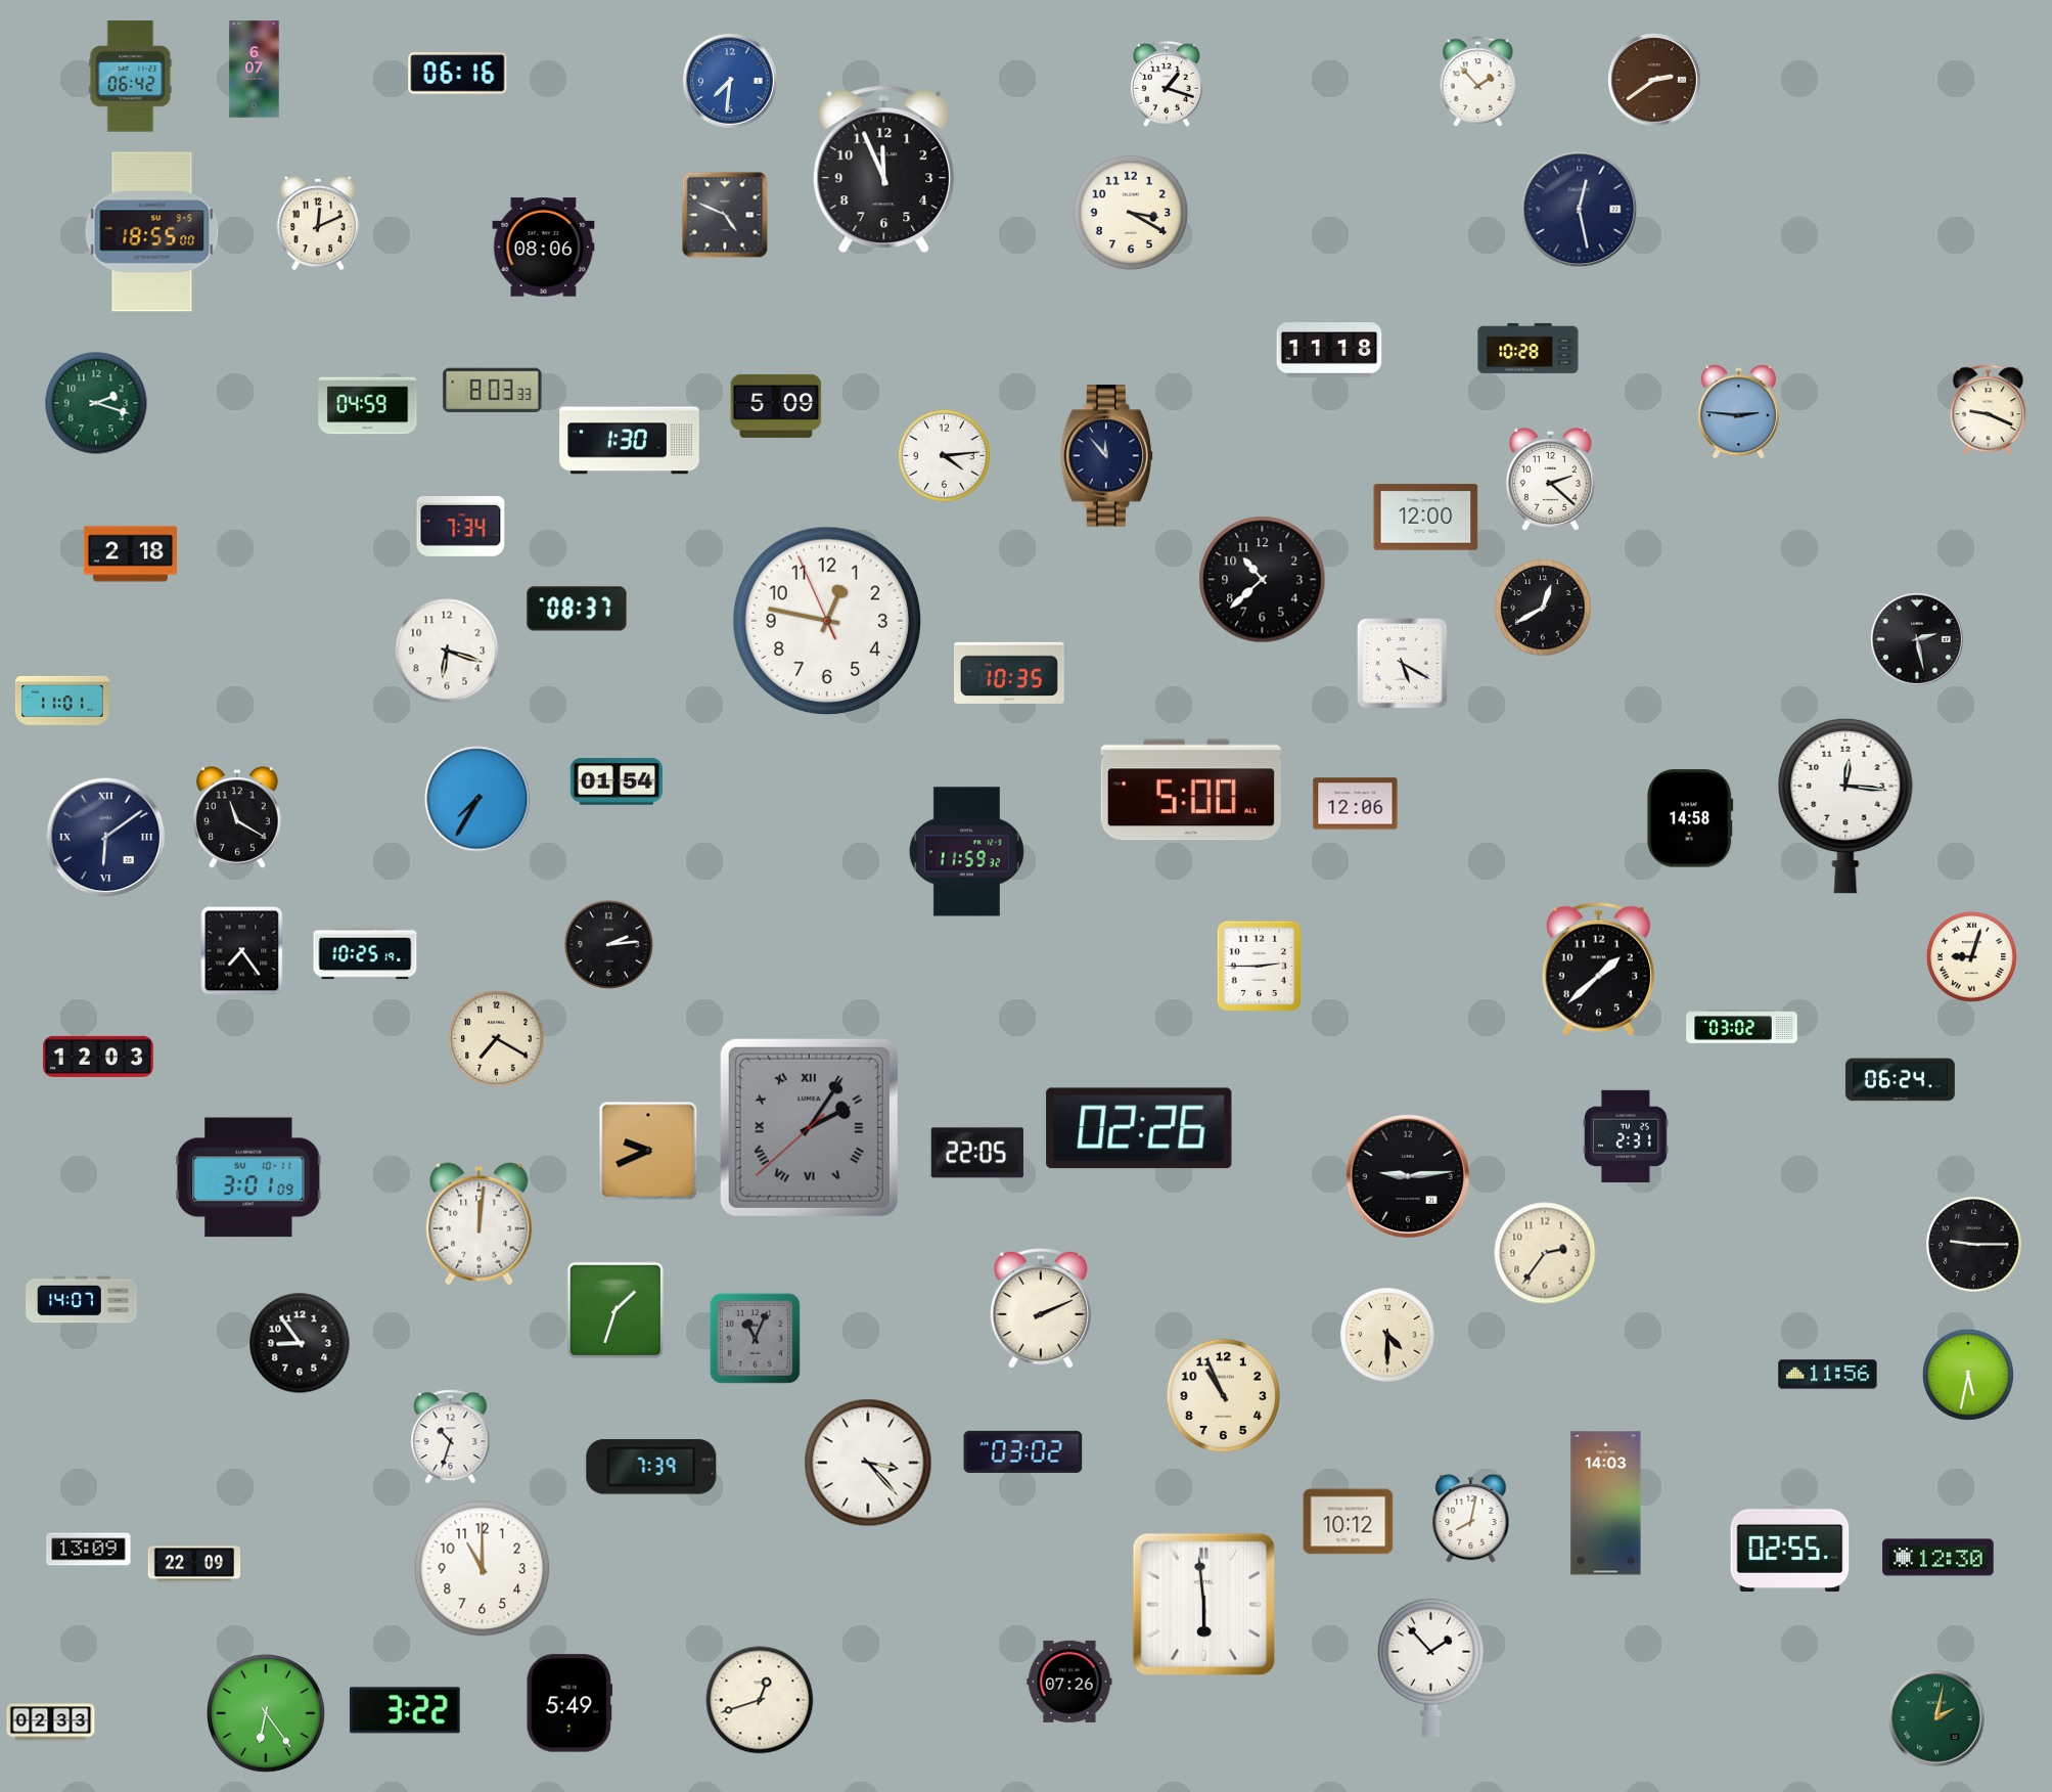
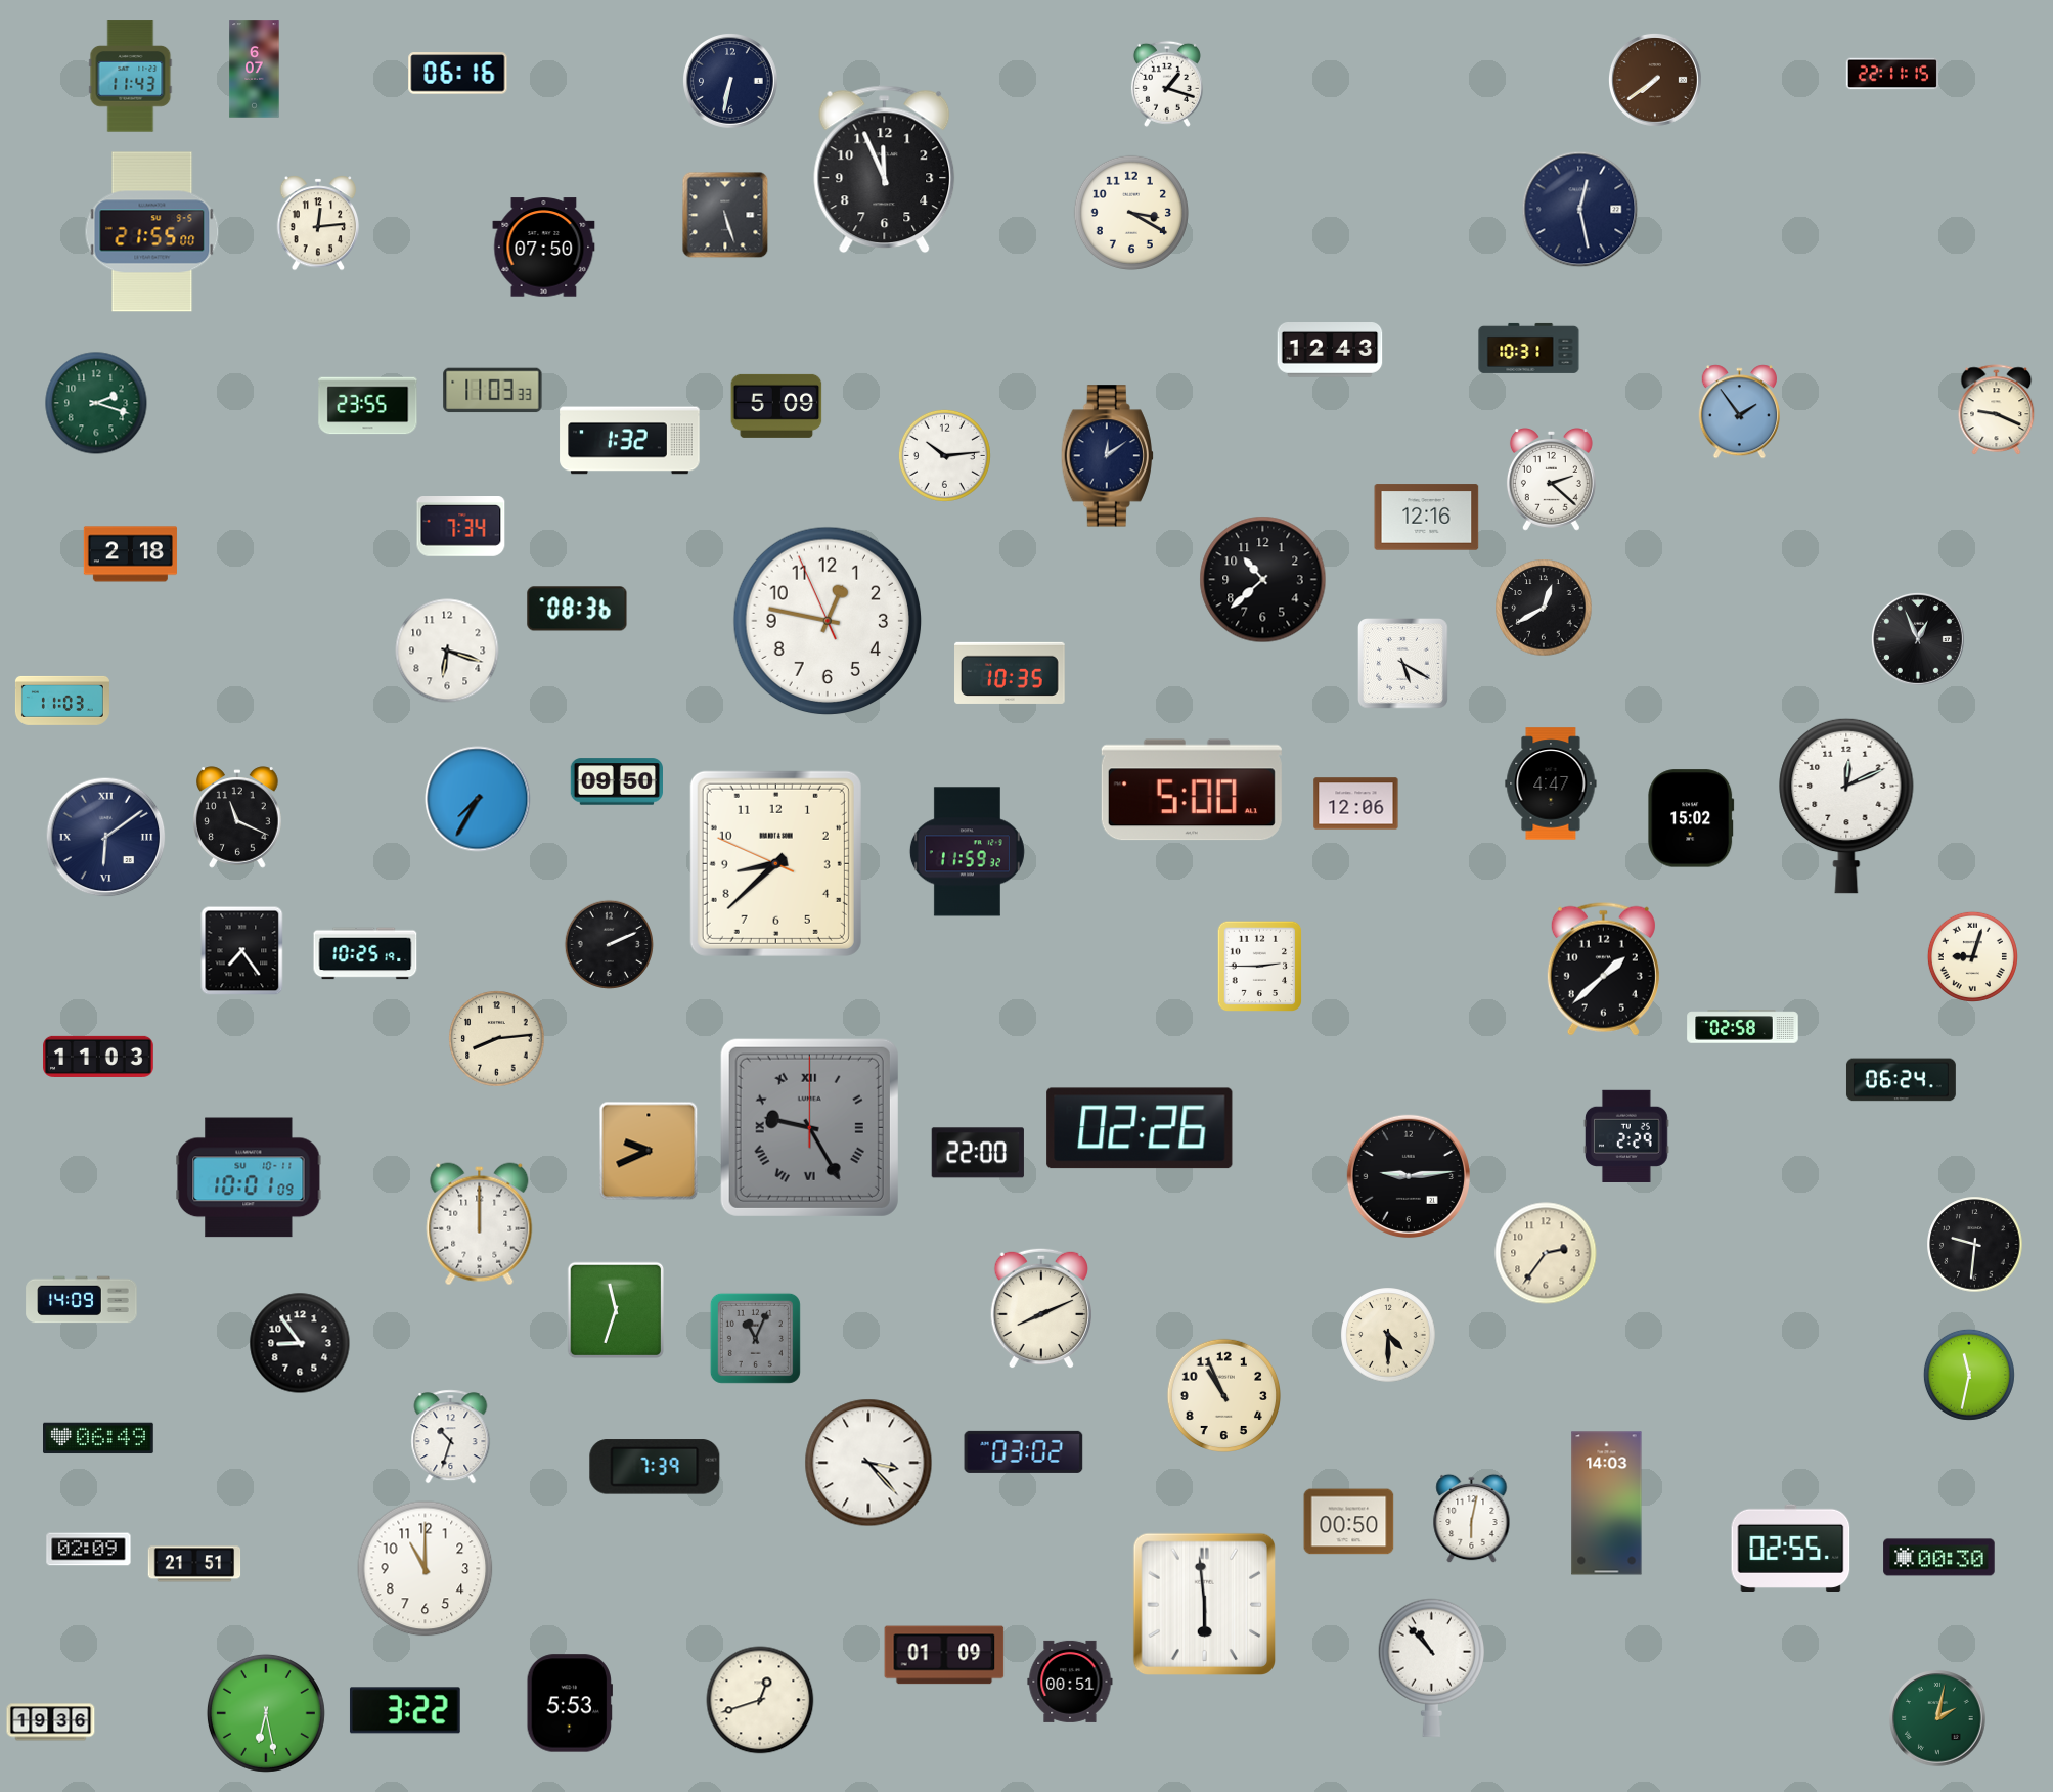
clock at (1892, 74): none -> 22:11
clock at (131, 77): 06:42 -> 11:43
clock at (1654, 80): 2:39 -> 7:39
clock at (731, 82): 7:31 -> 6:32
clock at (731, 82) dial: blue -> navy
clock at (1478, 82): 1:53 -> none
clock at (725, 215): 4:49 -> 5:27
clock at (318, 223): 12:11 -> 12:14
clock at (152, 232): 18:55 -> 21:55
clock at (544, 248): 08:06 -> 07:50
clock at (1529, 348): 10:28 -> 10:31
clock at (1329, 351): 11:18 -> 12:43
clock at (493, 391): 8:03 -> 11:03
clock at (368, 406): 04:59 -> 23:55
clock at (1989, 410) position: (1989, 410) -> (1997, 410)
clock at (1738, 412): 2:46 -> 1:54
clock at (630, 441): 1:30 -> 1:32
clock at (944, 455): 4:14 -> 10:14
clock at (1106, 456): 11:53 -> 12:09
clock at (1426, 518): 12:00 -> 12:16
clock at (577, 609): 08:37 -> 08:36
clock at (1917, 639): 2:28 -> 12:56
clock at (62, 701): 11:01 -> 11:03
clock at (615, 781): 01:54 -> 09:50
clock at (1551, 783): none -> 4:47
clock at (1845, 806): 12:16 -> 12:11
clock at (238, 817): 11:20 -> 11:19
clock at (1690, 818): 14:58 -> 15:02
clock at (775, 863): none -> 8:37
clock at (608, 944): 2:14 -> 2:11
clock at (1598, 969) position: (1598, 969) -> (1603, 969)
clock at (1742, 1027): 03:02 -> 02:58
clock at (497, 1039): 7:20 -> 8:14
clock at (98, 1057): 12:03 -> 11:03
clock at (809, 1127): 2:05 -> 9:25
clock at (1627, 1135): 2:31 -> 2:29
clock at (977, 1153): 22:05 -> 22:00
clock at (248, 1177): 3:01 -> 10:01
clock at (480, 1224): 12:01 -> 12:00
clock at (1974, 1245): 9:15 -> 9:31
clock at (82, 1300): 14:07 -> 14:09
clock at (1040, 1308): 2:11 -> 8:11
clock at (614, 1309): 1:33 -> 11:33
clock at (1828, 1375): 11:56 -> none
clock at (1968, 1375): 5:32 -> 11:32
clock at (99, 1438): none -> 06:49
clock at (651, 1467) position: (651, 1467) -> (655, 1467)
clock at (1471, 1519): 8:02 -> 6:02
clock at (1349, 1522): 10:12 -> 00:50
clock at (89, 1550): 13:09 -> 02:09
clock at (1939, 1558): 12:30 -> 00:30
clock at (194, 1564): 22:09 -> 21:51
clock at (483, 1569) position: (483, 1569) -> (426, 1569)
clock at (944, 1655): none -> 01:09
clock at (1430, 1667): 1:53 -> 10:53
clock at (1069, 1682): 07:26 -> 00:51
clock at (568, 1703): 5:49 -> 5:53
clock at (266, 1713): 6:24 -> 6:28
clock at (51, 1722): 02:33 -> 19:36
